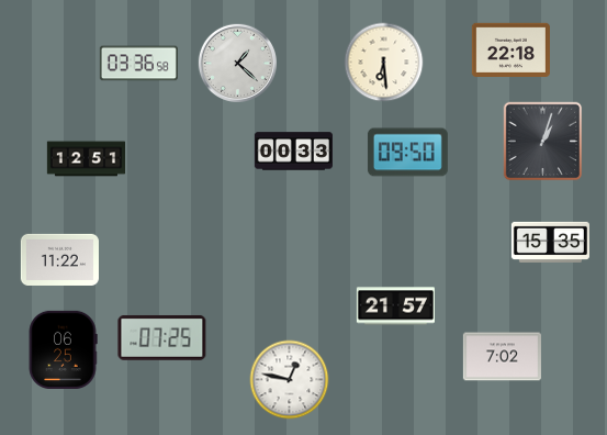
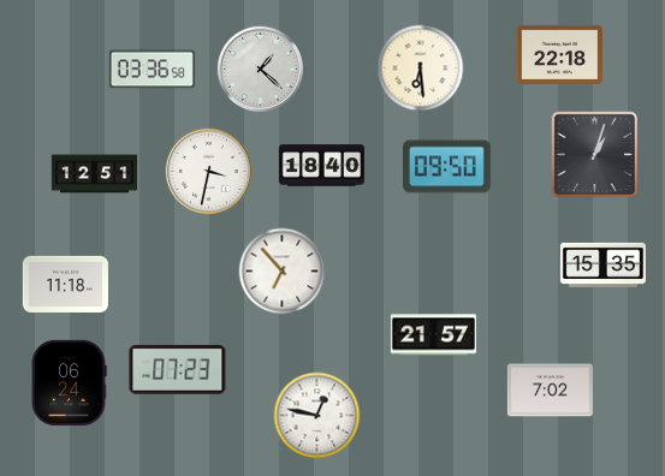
clock at (293, 152): 00:33 -> 18:40
clock at (208, 171): none -> 3:32
clock at (283, 272): none -> 6:53
clock at (59, 259): 11:22 -> 11:18
clock at (162, 338): 07:25 -> 07:23
clock at (63, 349): 06:25 -> 06:24
